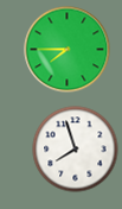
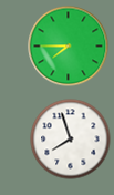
clock at (68, 50) position: (68, 50) -> (69, 47)
